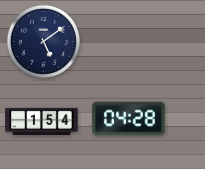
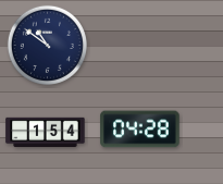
clock at (43, 41): 5:09 -> 10:51
